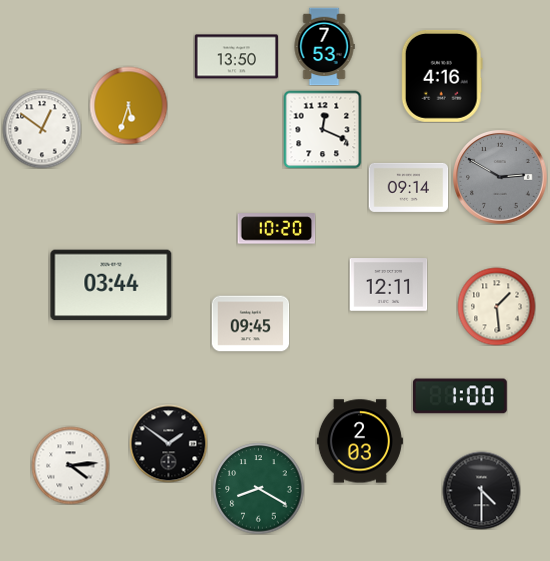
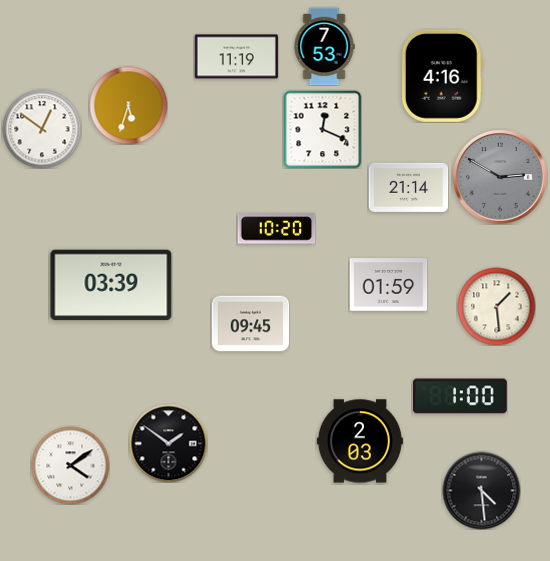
clock at (236, 57): 13:50 -> 11:19
clock at (408, 187): 09:14 -> 21:14
clock at (111, 285): 03:44 -> 03:39
clock at (388, 285): 12:11 -> 01:59
clock at (70, 465): 4:14 -> 4:09
clock at (258, 488): 8:20 -> none
clock at (481, 490): 4:30 -> 4:29
